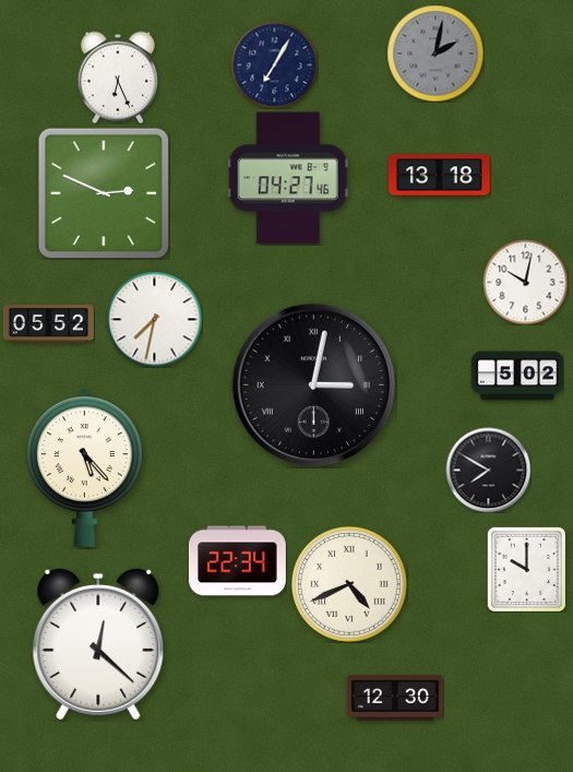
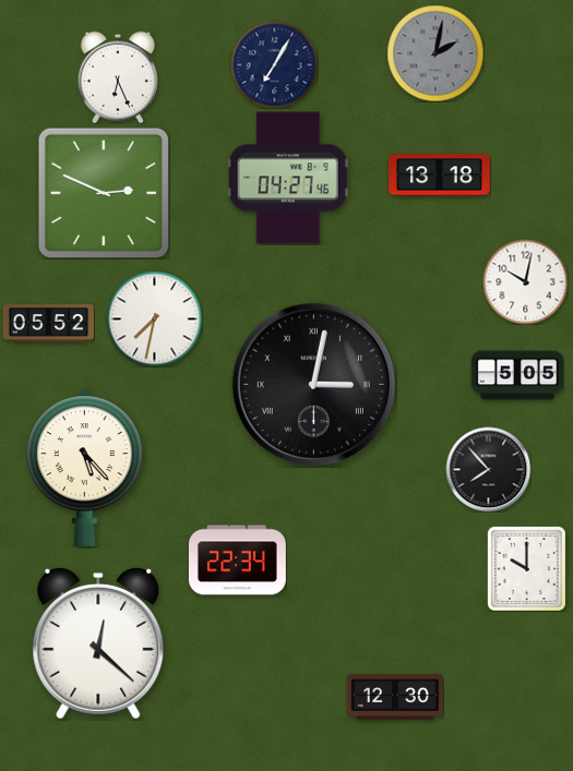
clock at (517, 376): 5:02 -> 5:05
clock at (488, 470): 7:50 -> 7:53
clock at (349, 584): 4:41 -> none
